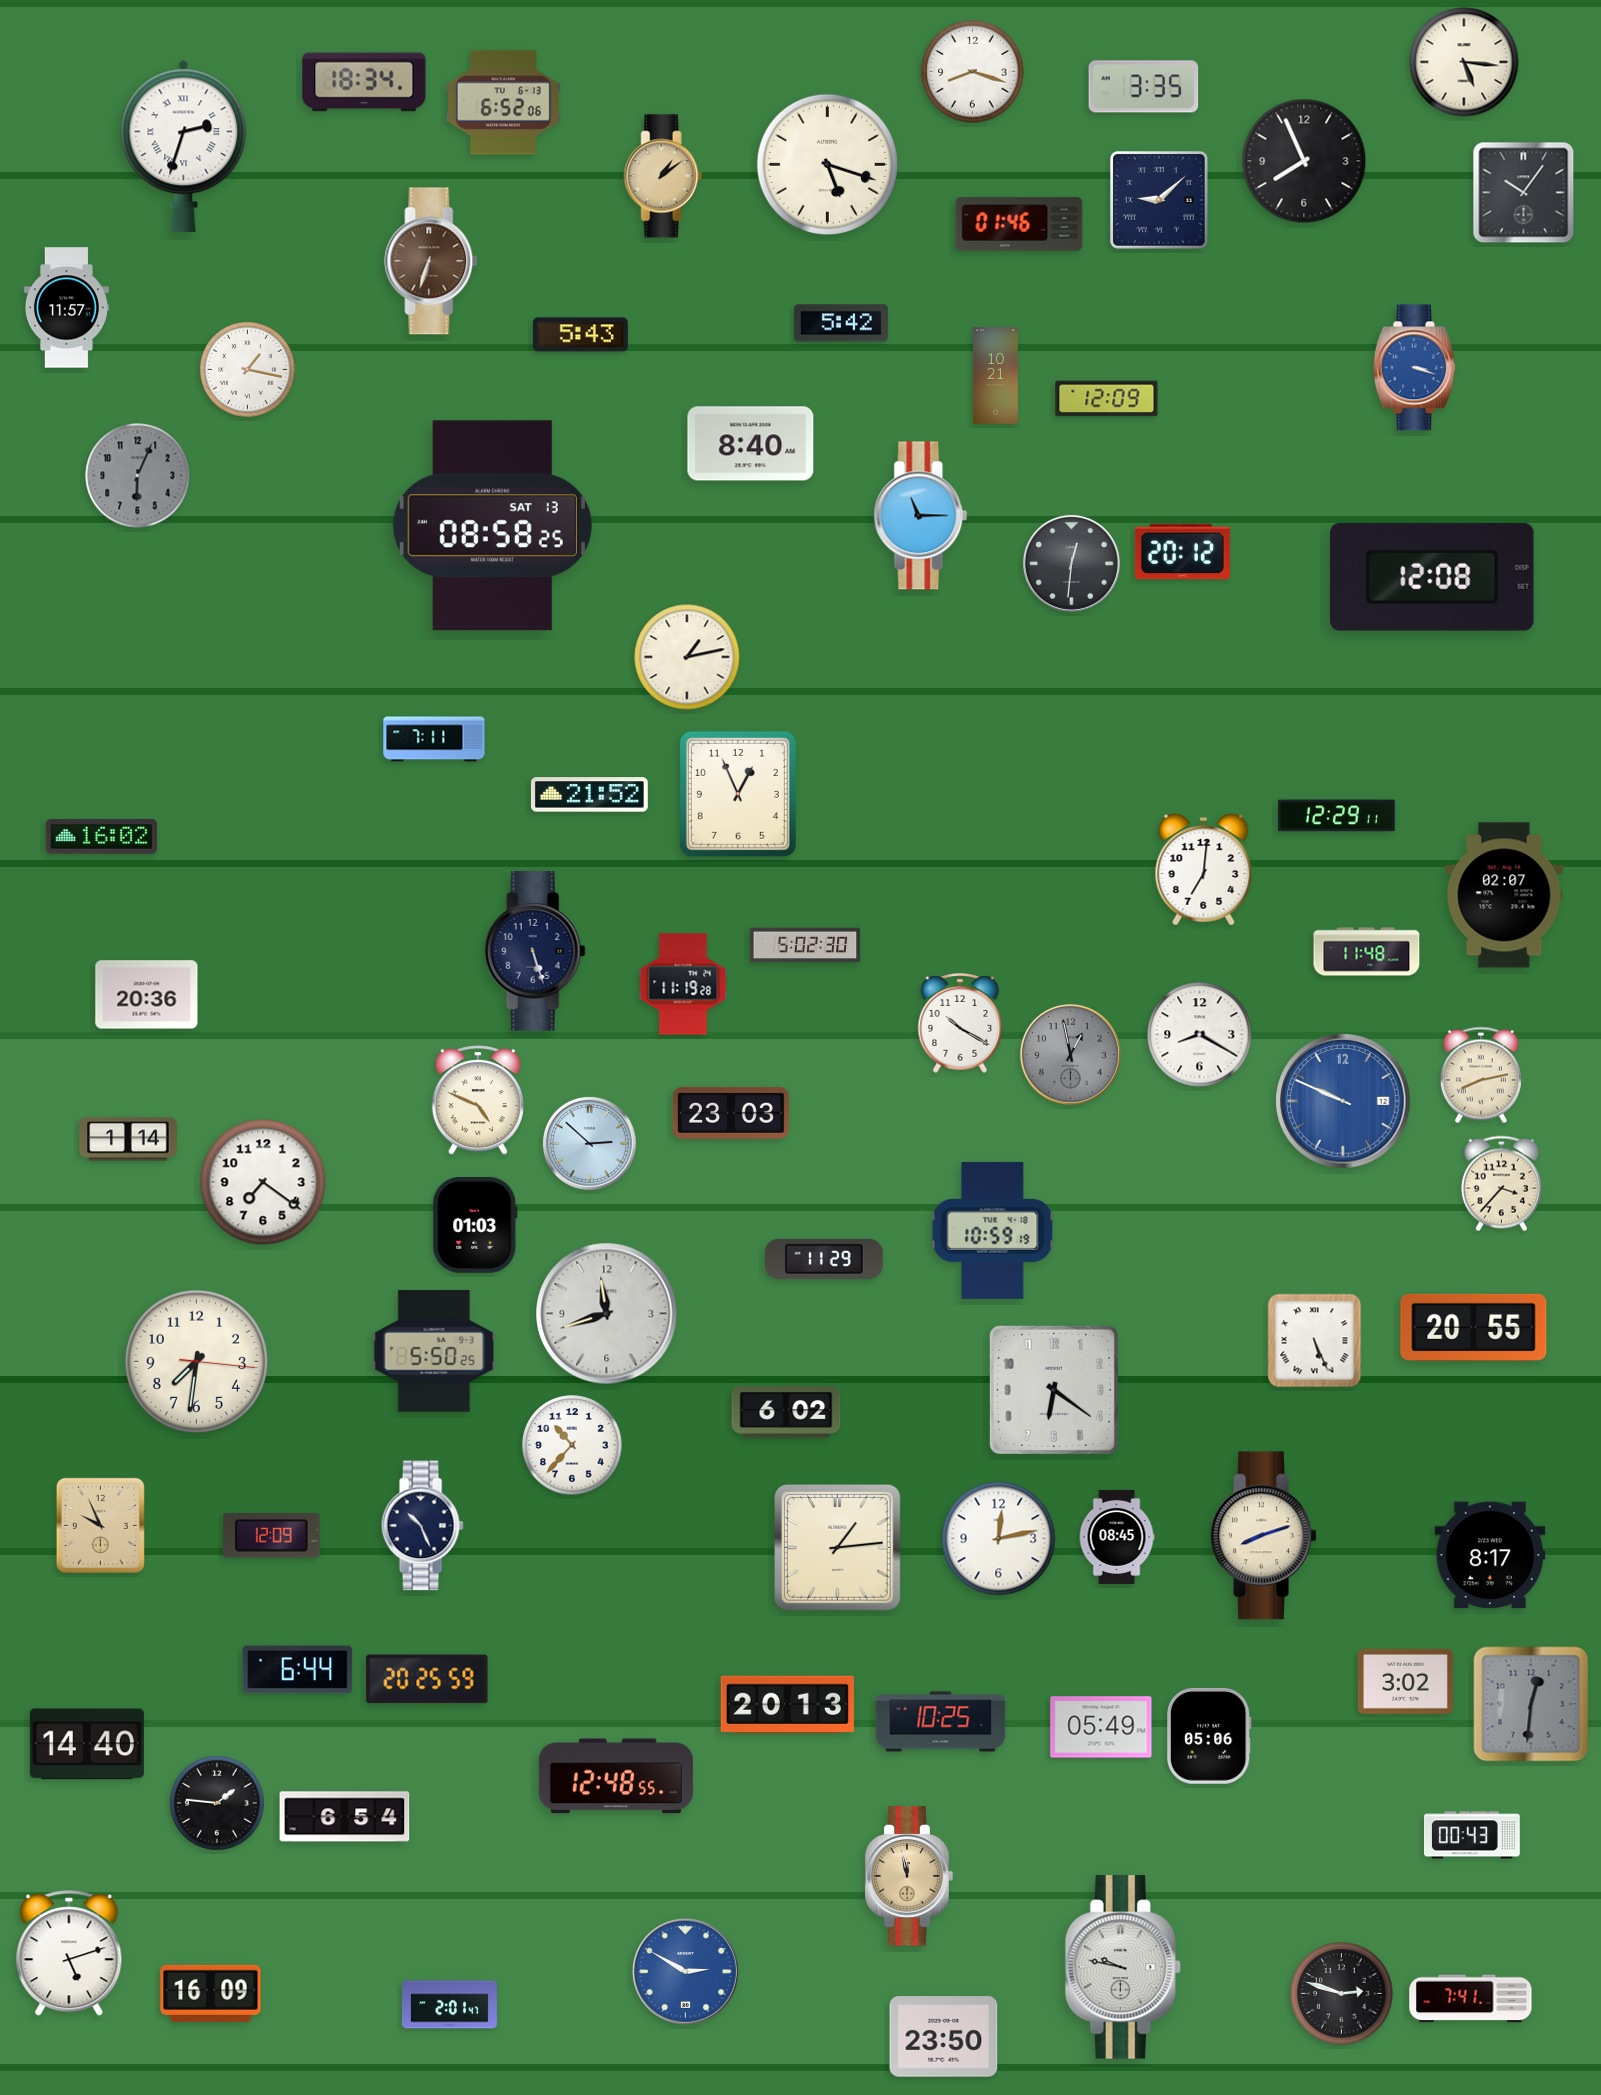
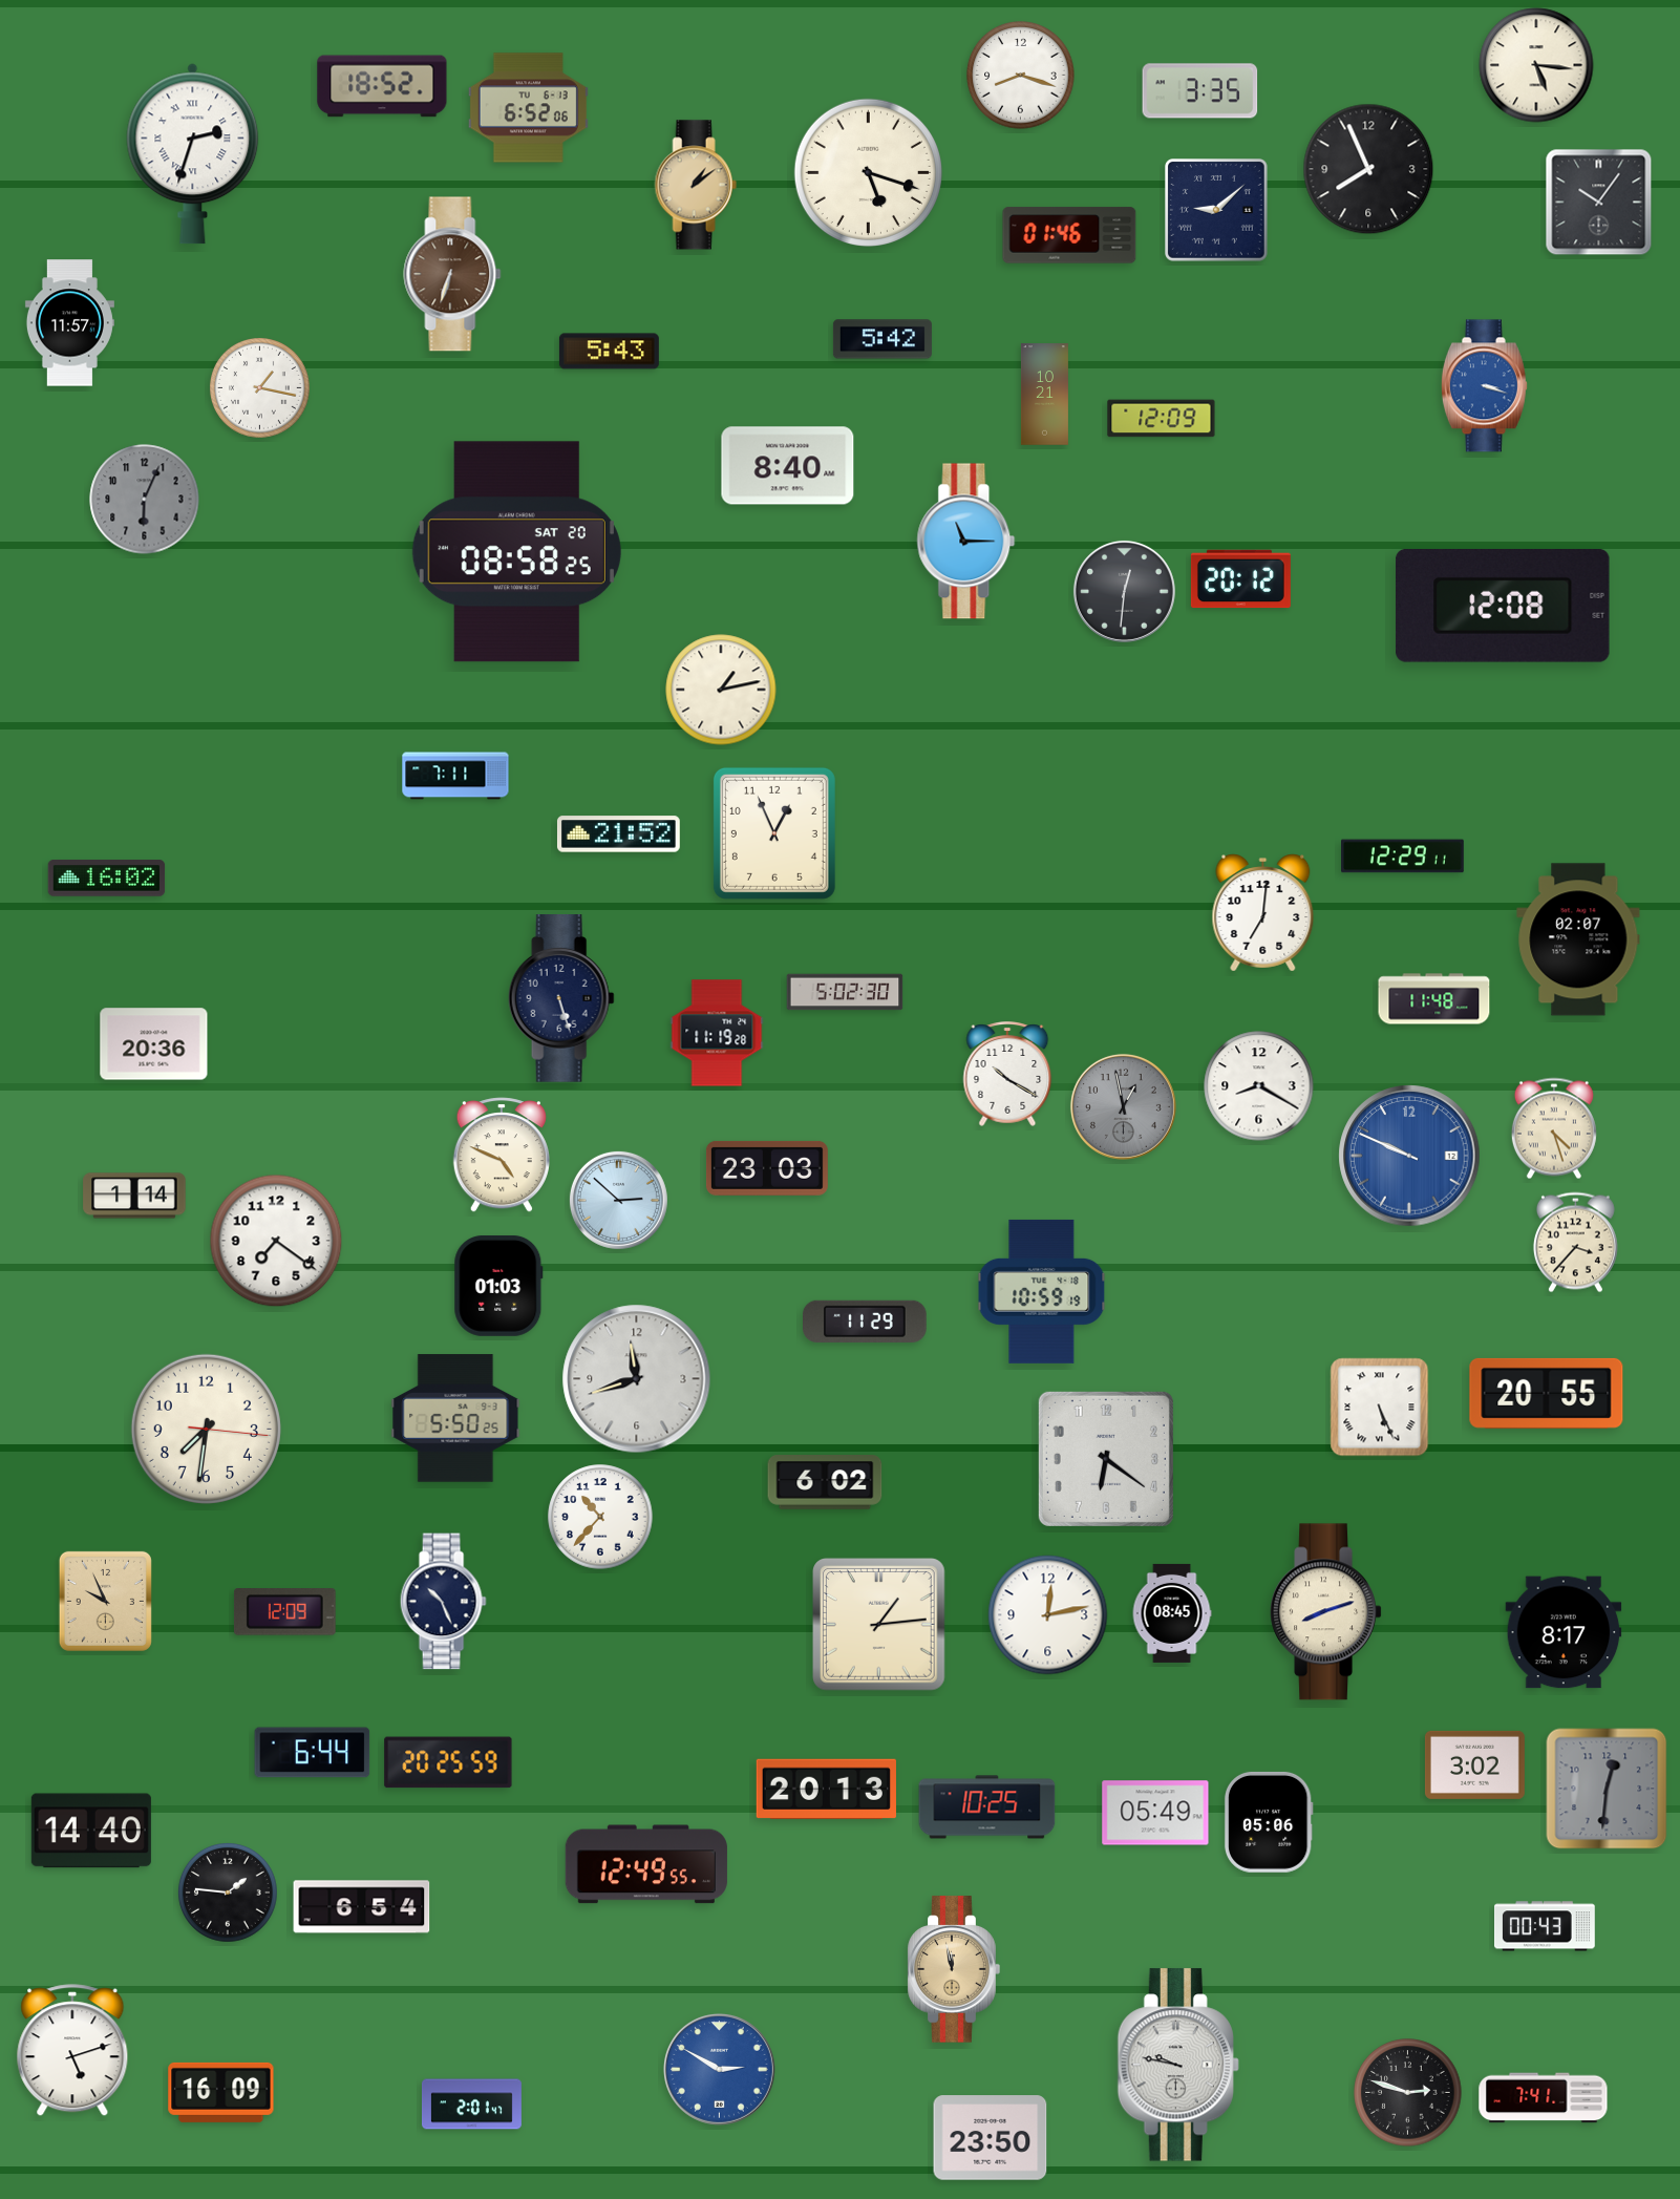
clock at (364, 82): 18:34 -> 18:52
clock at (492, 526) date: SAT 13 -> SAT 20
clock at (1481, 1075): 8:13 -> 4:27
clock at (616, 1776): 12:48 -> 12:49
